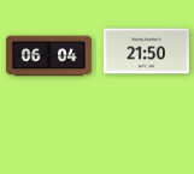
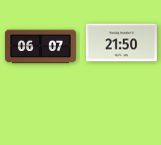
clock at (48, 56): 06:04 -> 06:07
